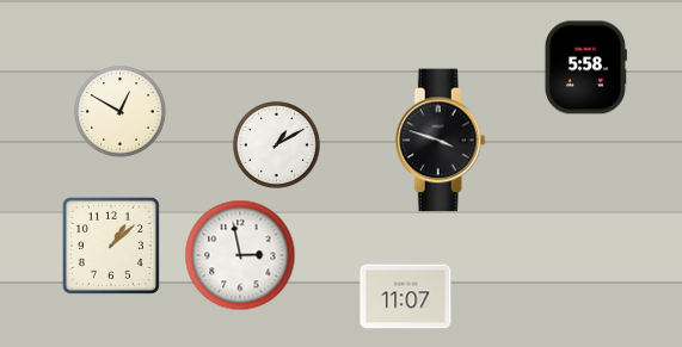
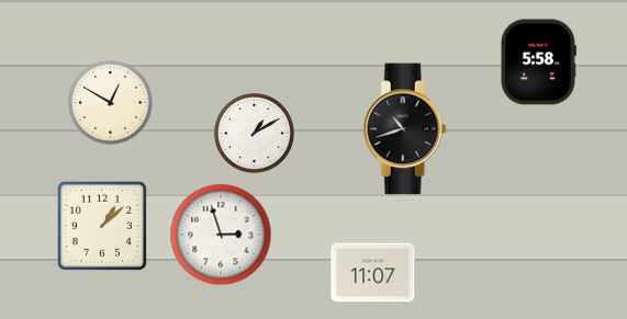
clock at (440, 141): 3:48 -> 10:42
clock at (240, 255): 2:58 -> 2:57
